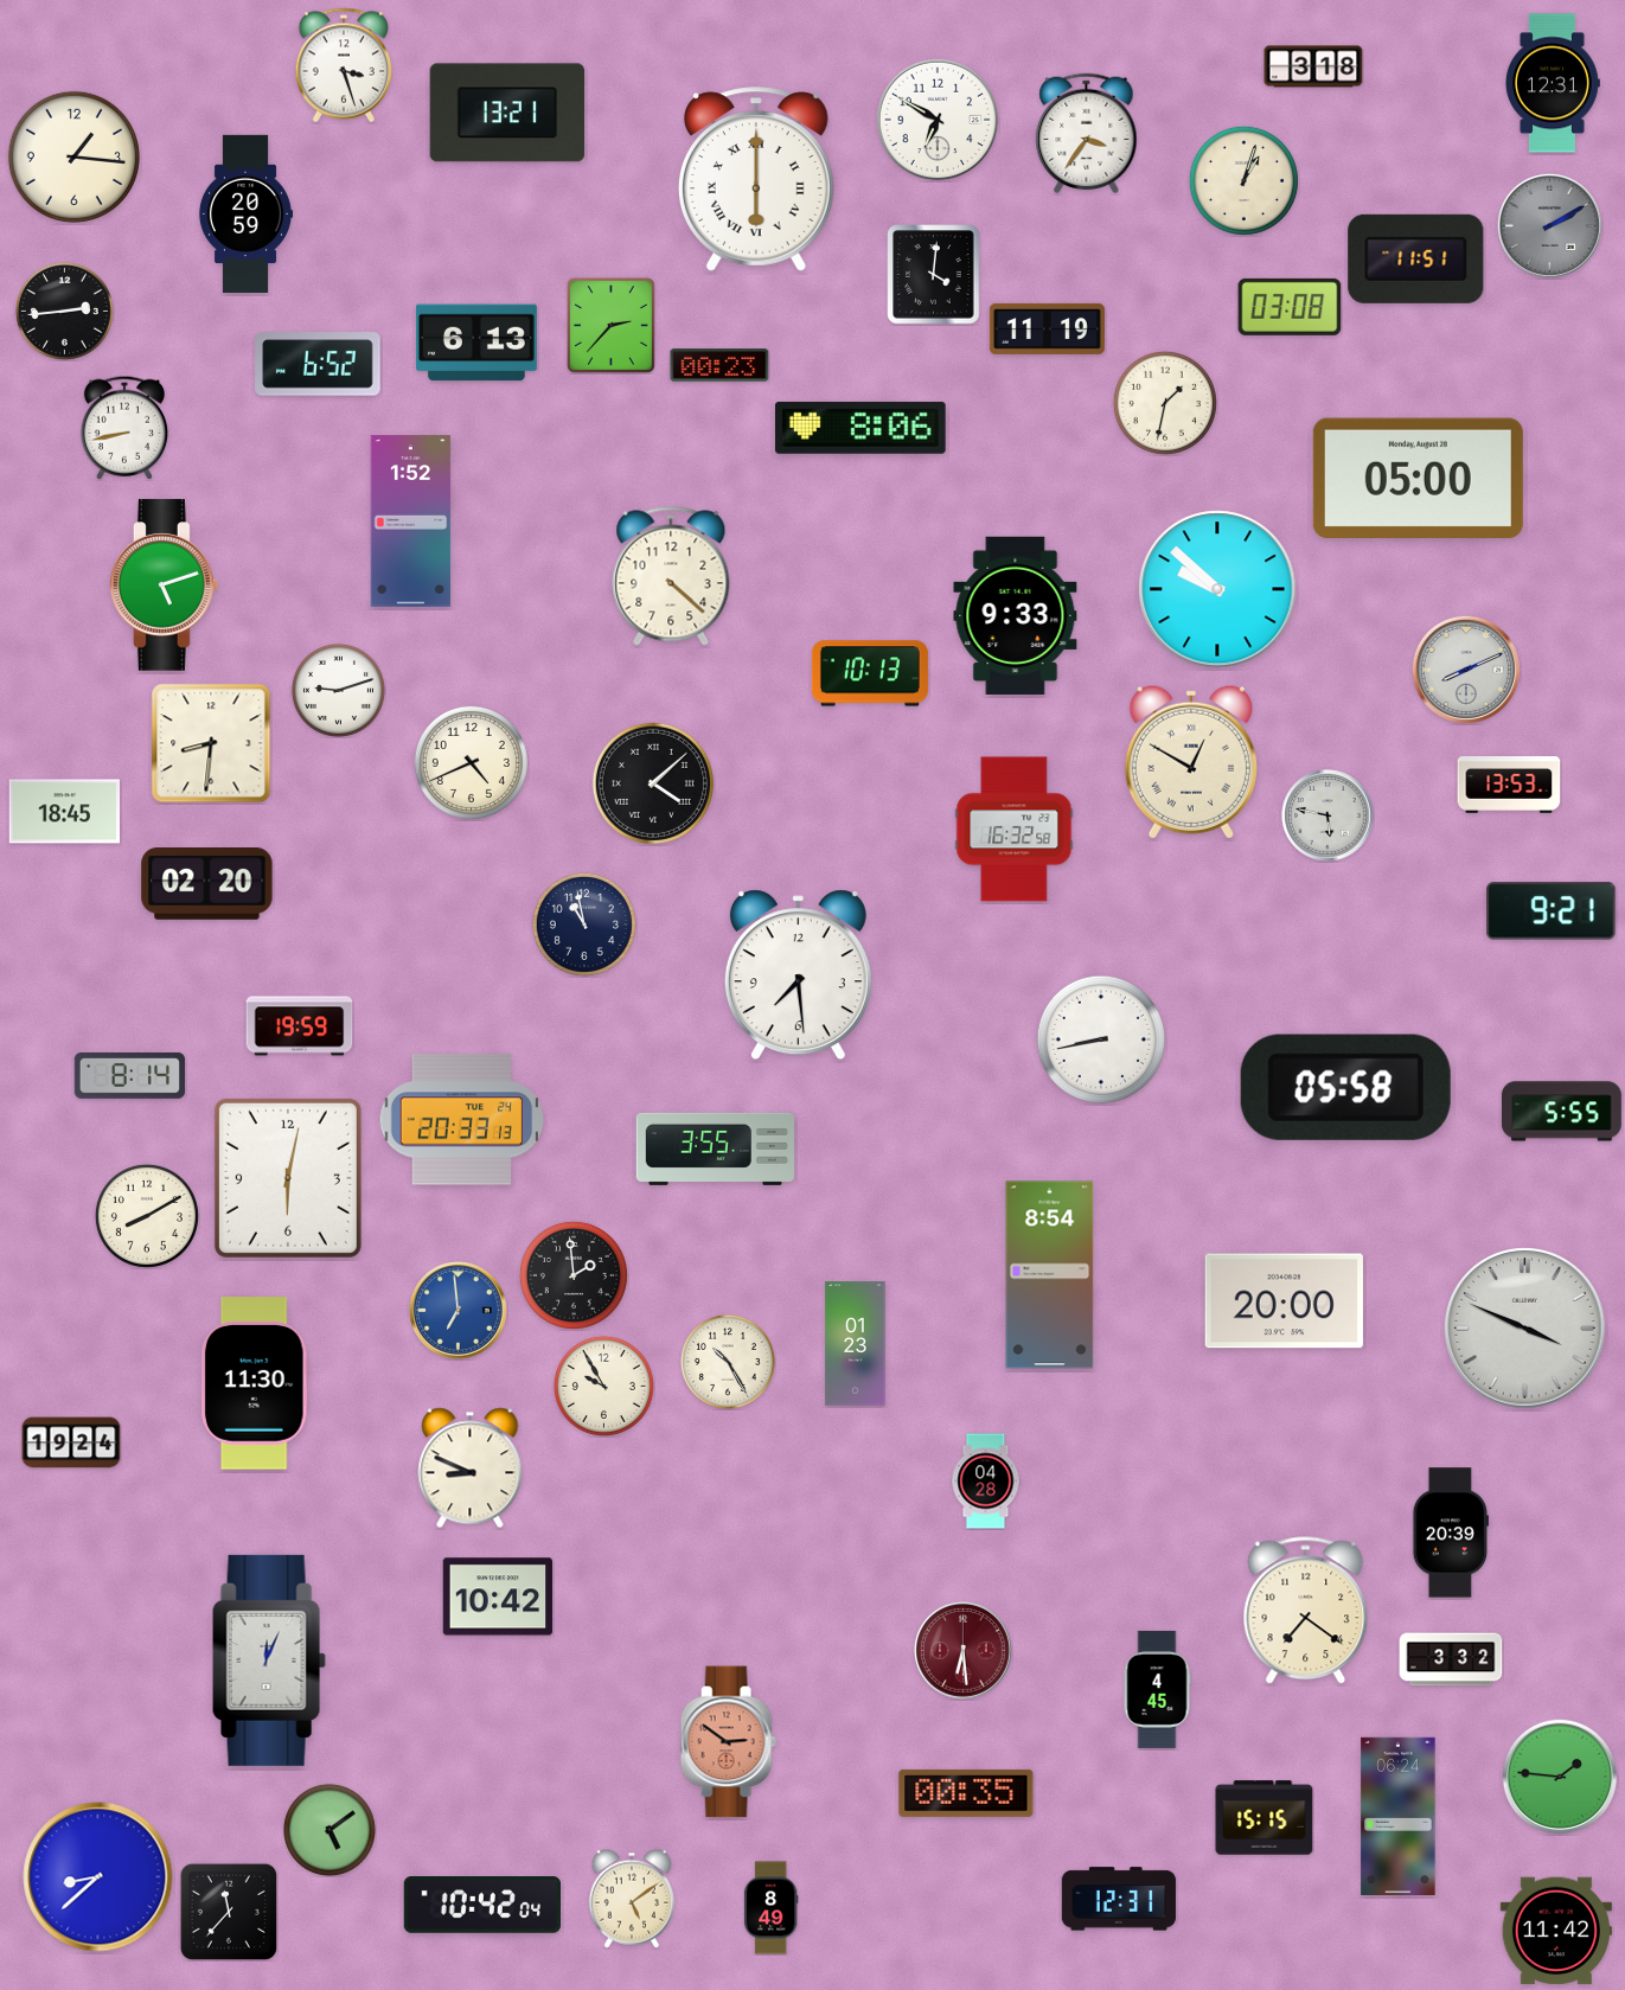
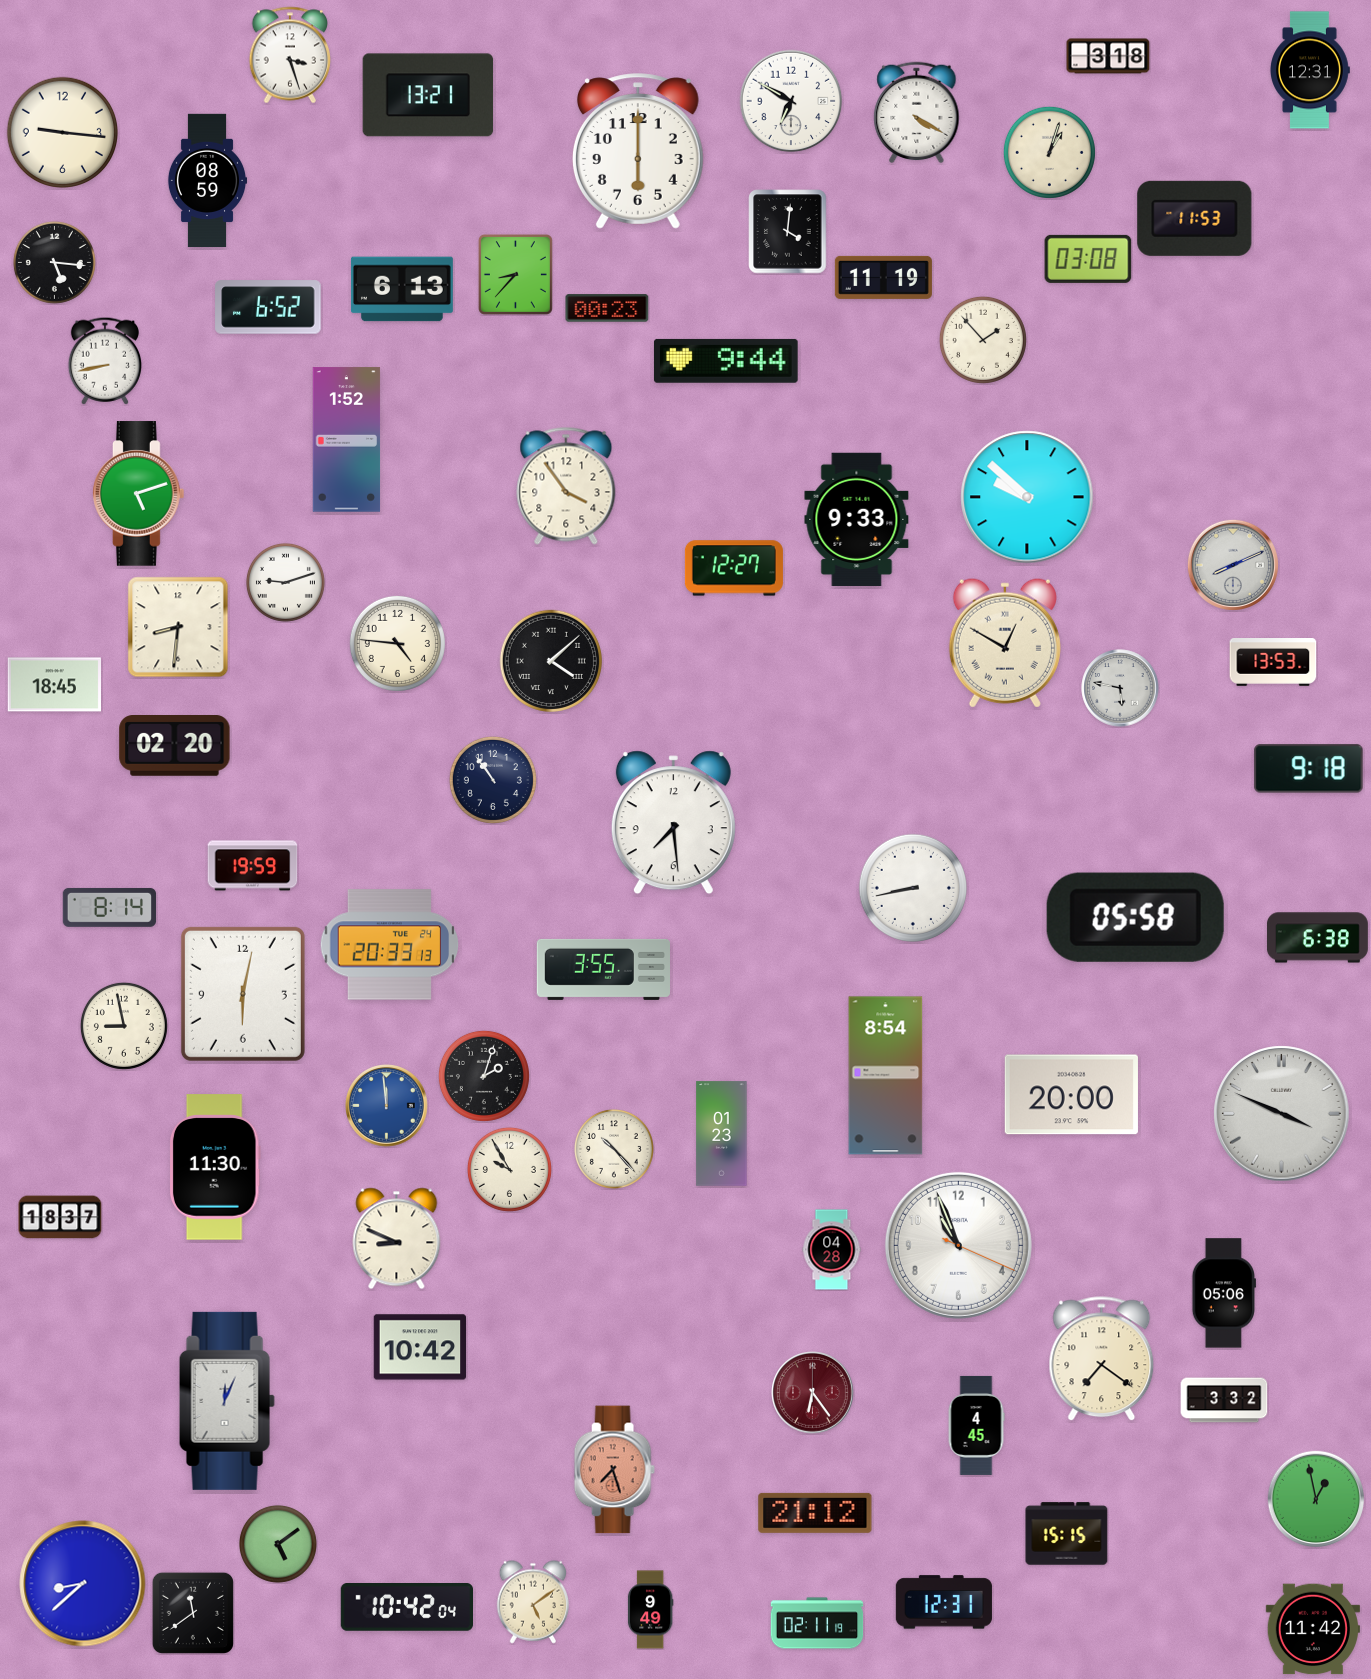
clock at (1087, 134): 3:36 -> 4:20
clock at (73, 156): 1:16 -> 9:16
clock at (756, 179) numerals: Roman -> Arabic
clock at (245, 215): 20:59 -> 08:59
clock at (1549, 225): 2:10 -> none
clock at (1416, 258): 11:51 -> 11:53
clock at (64, 311): 2:44 -> 5:16
clock at (610, 325): 2:37 -> 8:37
clock at (1165, 403): 1:32 -> 1:53
clock at (861, 428): 8:06 -> 9:44
clock at (1418, 479): 05:00 -> none
clock at (671, 576): 4:22 -> 3:54
clock at (1466, 670) position: (1466, 670) -> (1233, 565)
clock at (870, 673): 10:13 -> 12:27
clock at (471, 762): 4:41 -> 4:46
clock at (1015, 830): 16:32 -> none
clock at (1552, 911): 9:21 -> 9:18
clock at (584, 924): 10:58 -> 10:54
clock at (1100, 1038) position: (1100, 1038) -> (912, 887)
clock at (1561, 1112): 5:55 -> 6:38
clock at (147, 1216): 8:10 -> 8:58
clock at (574, 1275): 1:59 -> 2:03
clock at (1284, 1301) position: (1284, 1301) -> (1071, 1095)
clock at (459, 1311): 6:59 -> 11:59
clock at (1525, 1329) position: (1525, 1329) -> (1282, 1114)
clock at (728, 1362): 10:25 -> 10:23
clock at (71, 1442): 19:24 -> 18:37
clock at (958, 1245): none -> 10:56
clock at (1450, 1533): 20:39 -> 05:06
clock at (964, 1651): 6:29 -> 6:24
clock at (728, 1742): 2:51 -> 7:27
clock at (1560, 1777): 1:46 -> 12:58
clock at (966, 1793): 00:35 -> 21:12
clock at (1399, 1816): 06:24 -> none
clock at (770, 1908): 8:49 -> 9:49
clock at (229, 1912): 11:37 -> 11:39
clock at (817, 1623): none -> 02:11
